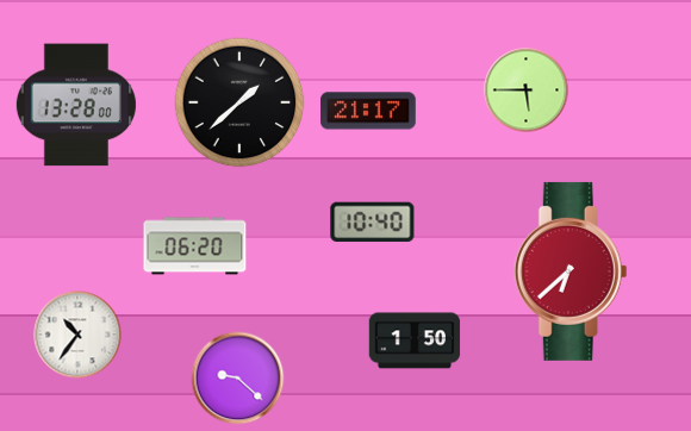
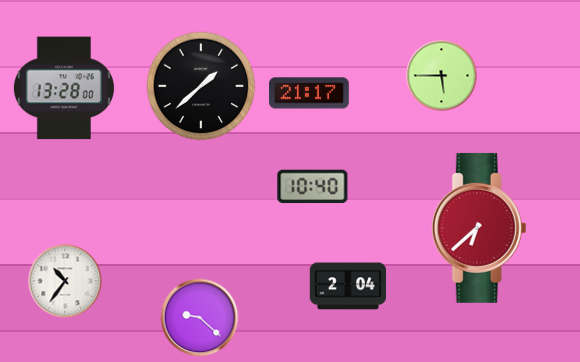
clock at (195, 246): 06:20 -> none
clock at (415, 341): 1:50 -> 2:04
